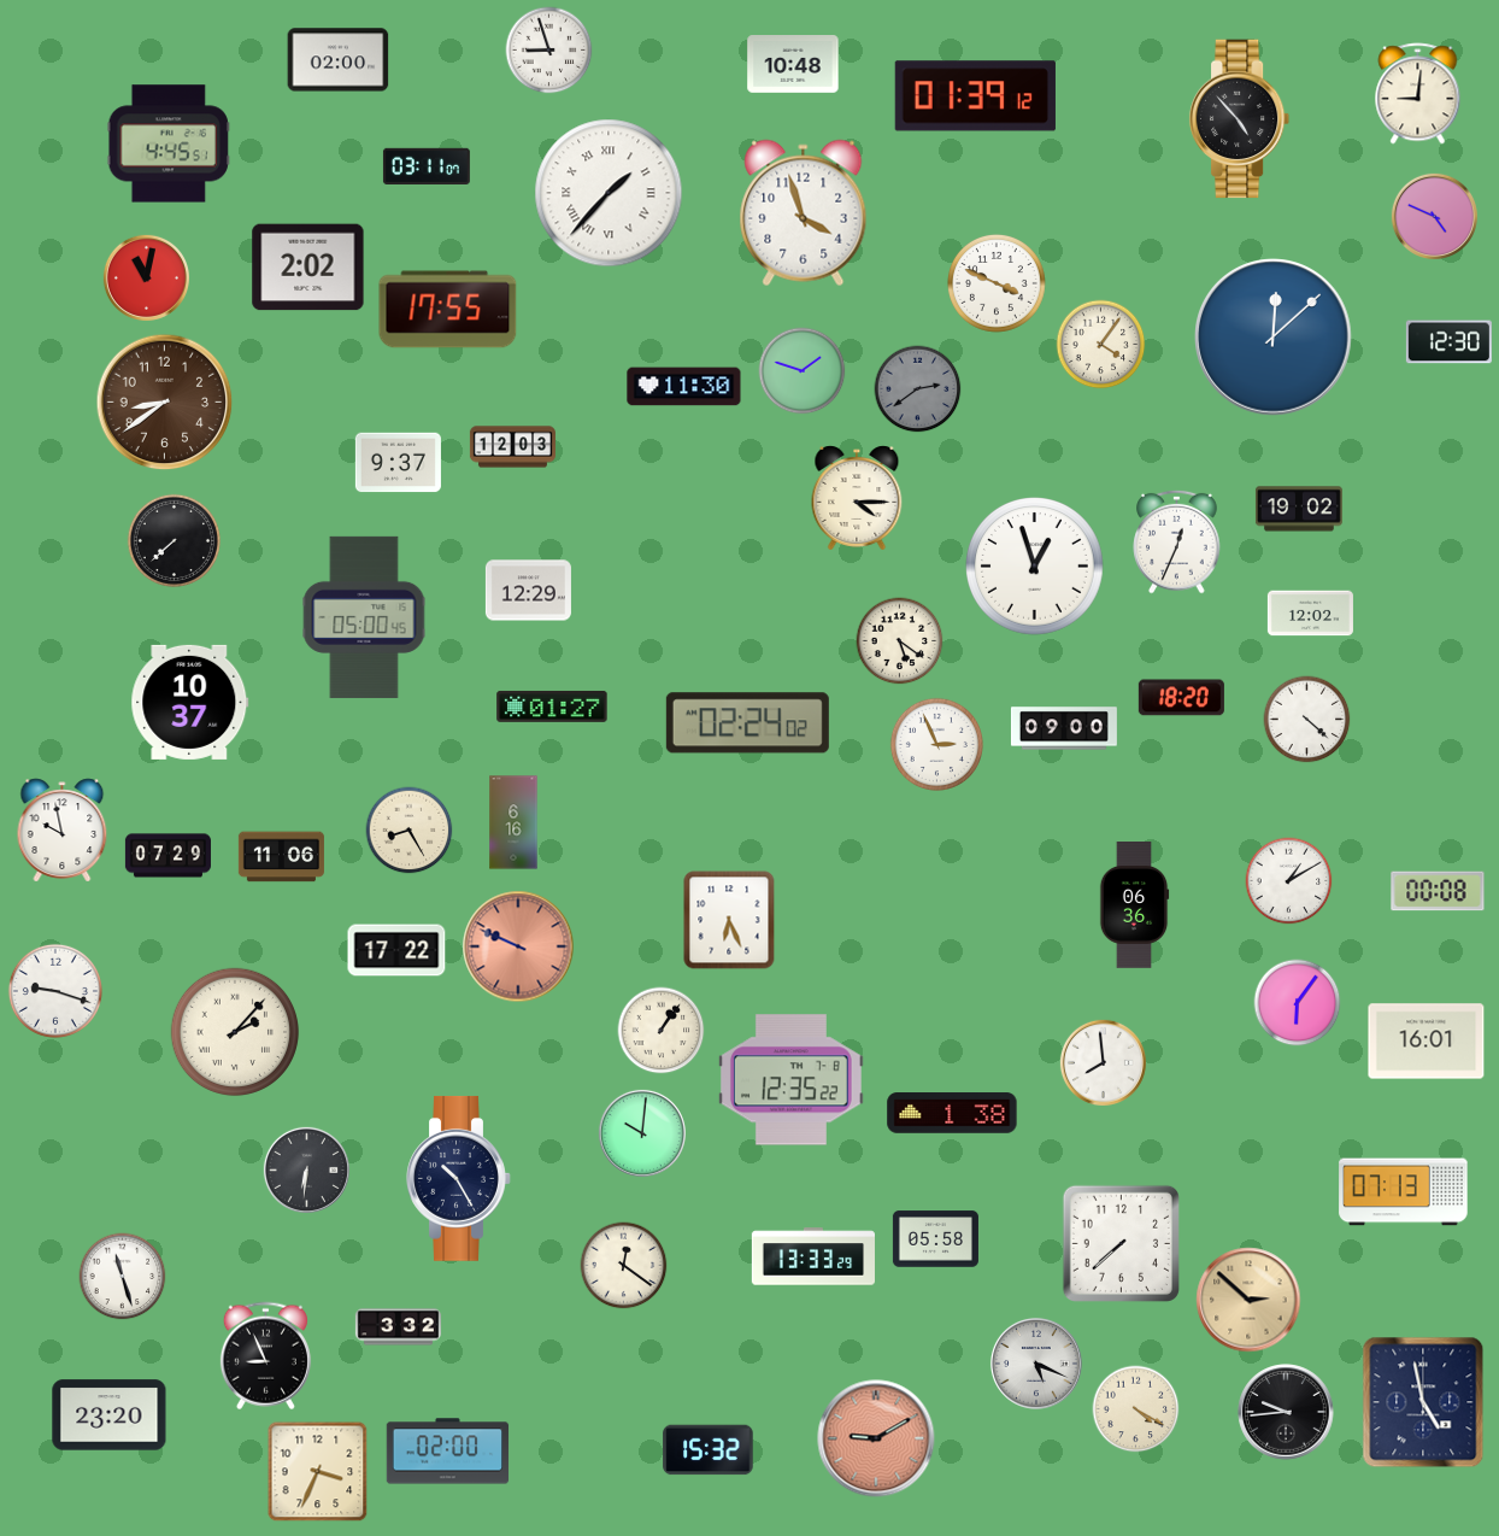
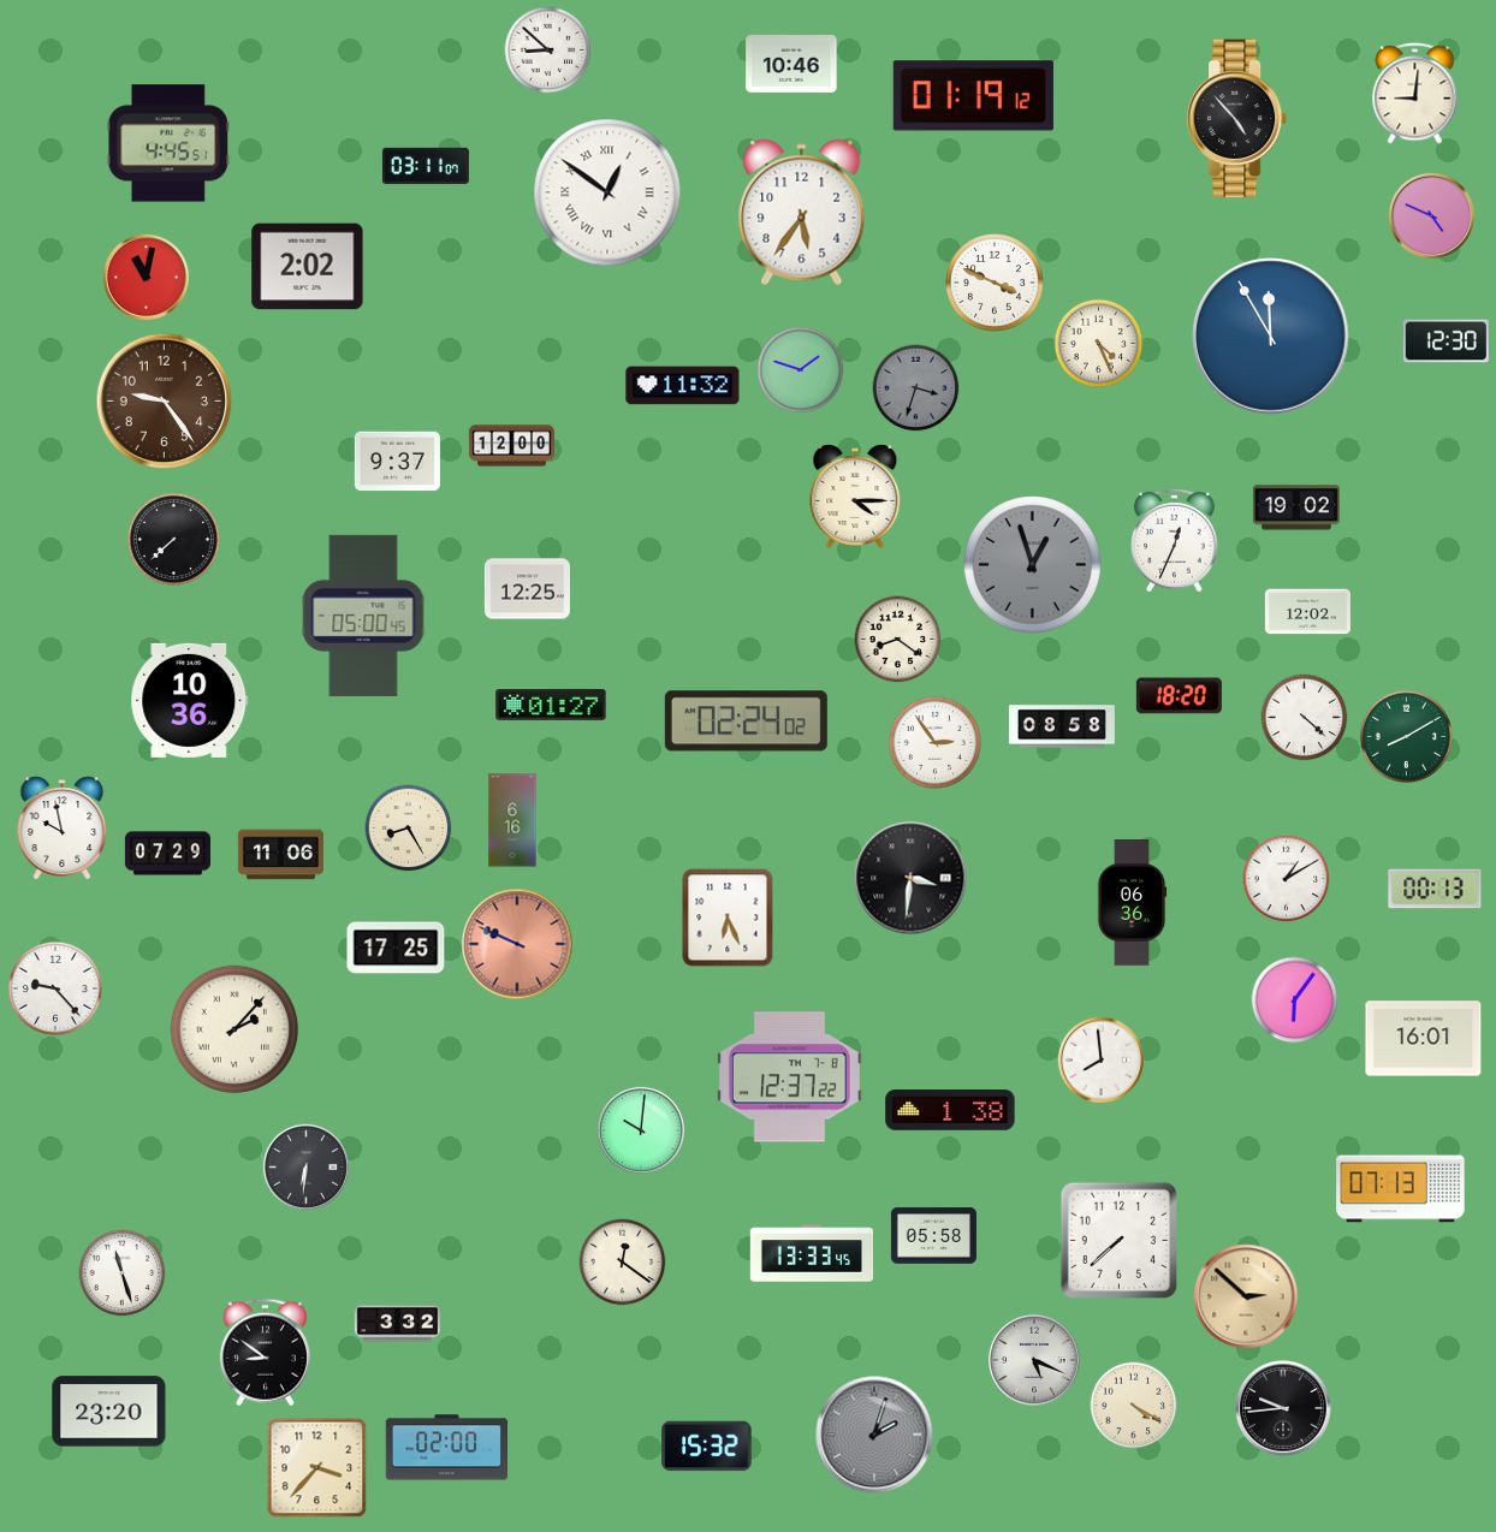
clock at (549, 51): 8:57 -> 8:52
clock at (339, 60): 02:00 -> none
clock at (793, 65): 10:48 -> 10:46
clock at (975, 96): 01:39 -> 01:19
clock at (609, 193): 1:37 -> 12:51
clock at (804, 213): 3:57 -> 5:36
clock at (448, 310): 17:55 -> none
clock at (1274, 338): 12:08 -> 11:55
clock at (1101, 345): 4:06 -> 4:26
clock at (684, 387): 11:30 -> 11:32
clock at (918, 389): 2:39 -> 3:33
clock at (165, 403): 8:39 -> 9:24
clock at (512, 447): 12:03 -> 12:00
clock at (1035, 567) dial: white -> grey
clock at (528, 591): 12:29 -> 12:25
clock at (900, 641): 5:21 -> 8:21
clock at (190, 702): 10:37 -> 10:36
clock at (1064, 728): 09:00 -> 08:58
clock at (1406, 736): none -> 8:10
clock at (936, 744): 2:56 -> 2:54
clock at (910, 878): none -> 3:31
clock at (1438, 891): 00:08 -> 00:13
clock at (396, 950): 17:22 -> 17:25
clock at (55, 991): 9:18 -> 9:23
clock at (662, 1031): 1:06 -> none
clock at (790, 1080): 12:35 -> 12:37
clock at (459, 1178): 10:25 -> none
clock at (812, 1256): 13:33:29 -> 13:33:45
clock at (265, 1356): 8:56 -> 8:51
clock at (1423, 1402): 4:58 -> none
clock at (876, 1438): 9:10 -> 2:03
clock at (876, 1438) dial: salmon -> grey
clock at (318, 1472): 3:34 -> 3:37
